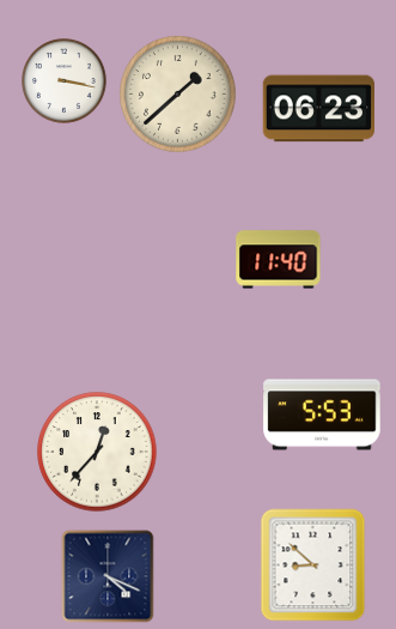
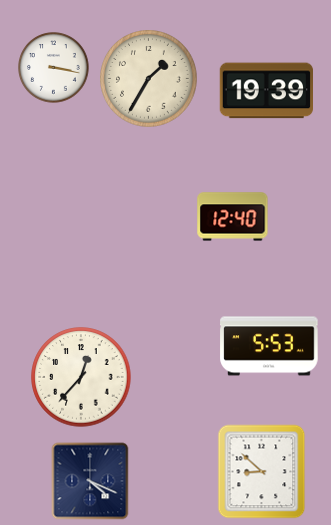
clock at (178, 95): 1:38 -> 1:35
clock at (318, 109): 06:23 -> 19:39
clock at (279, 260): 11:40 -> 12:40
